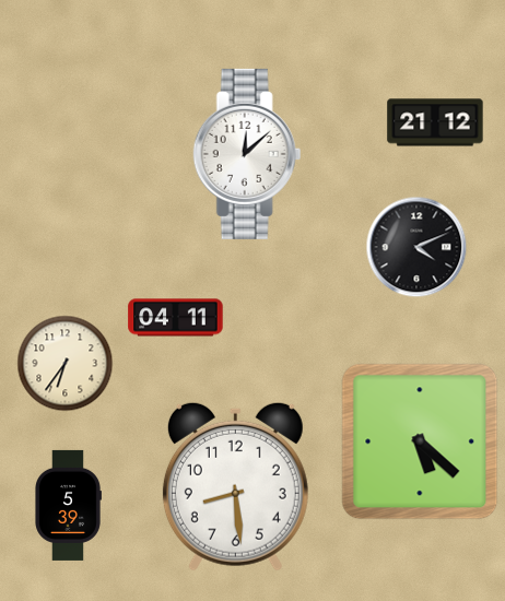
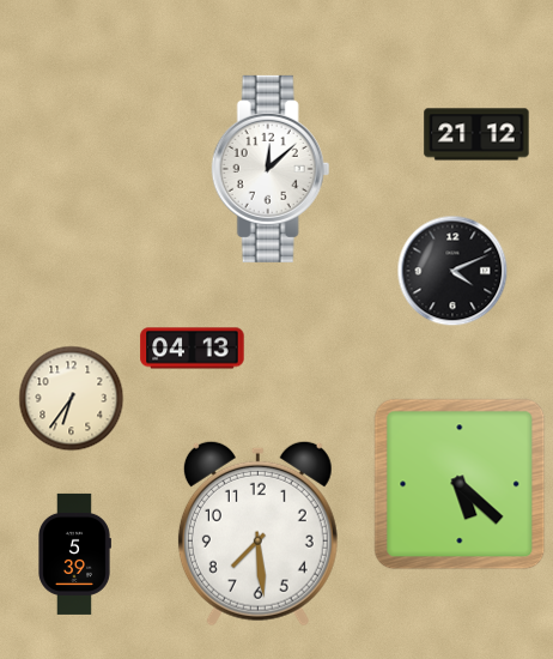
clock at (416, 247) position: (416, 247) -> (452, 271)
clock at (176, 318): 04:11 -> 04:13
clock at (235, 486): 8:29 -> 7:29
